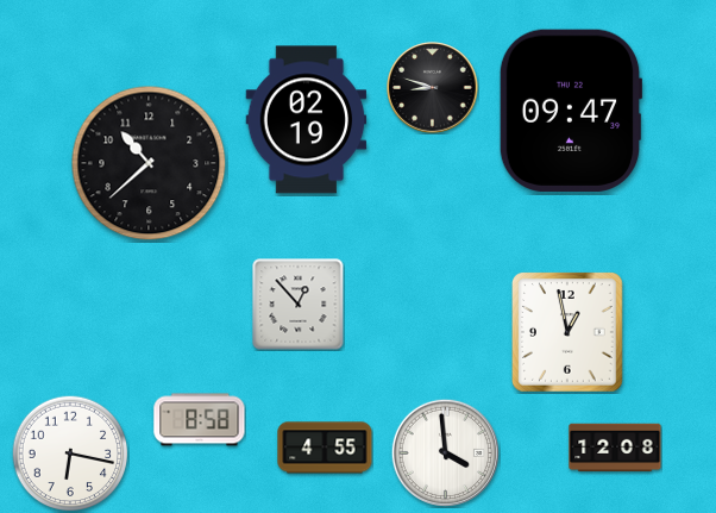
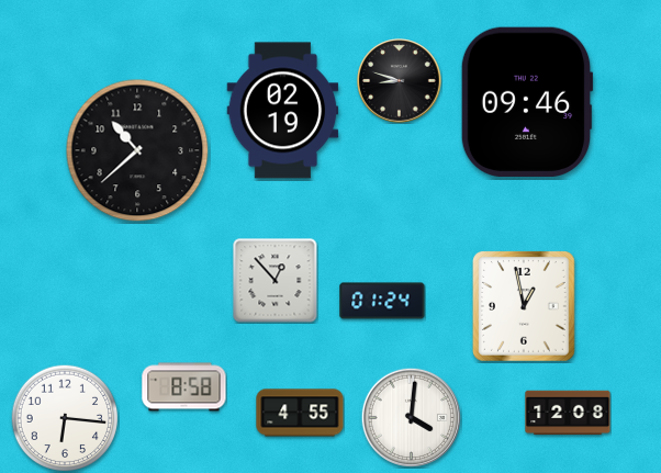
clock at (571, 110): 09:47 -> 09:46
clock at (382, 301): none -> 01:24
clock at (445, 452): 3:59 -> 4:01
clock at (70, 453): 6:17 -> 6:16
